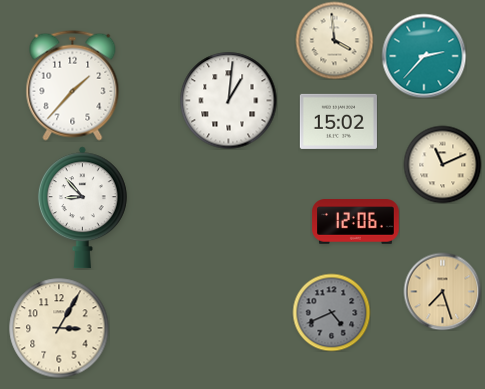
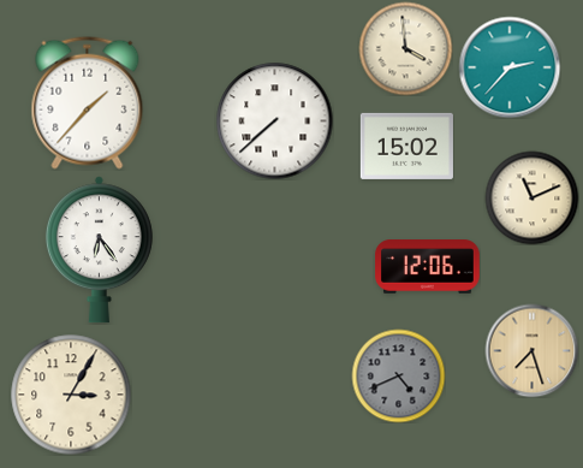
clock at (334, 40) position: (334, 40) -> (405, 48)
clock at (228, 100): 1:01 -> 7:38
clock at (82, 208): 8:53 -> 6:24
